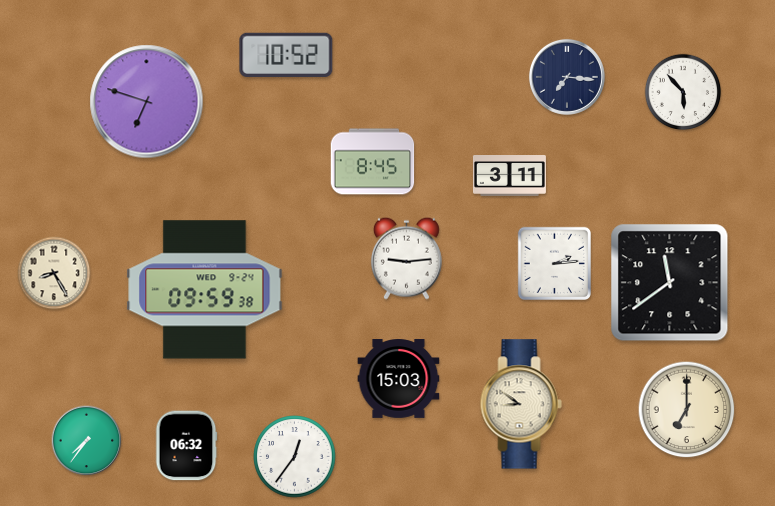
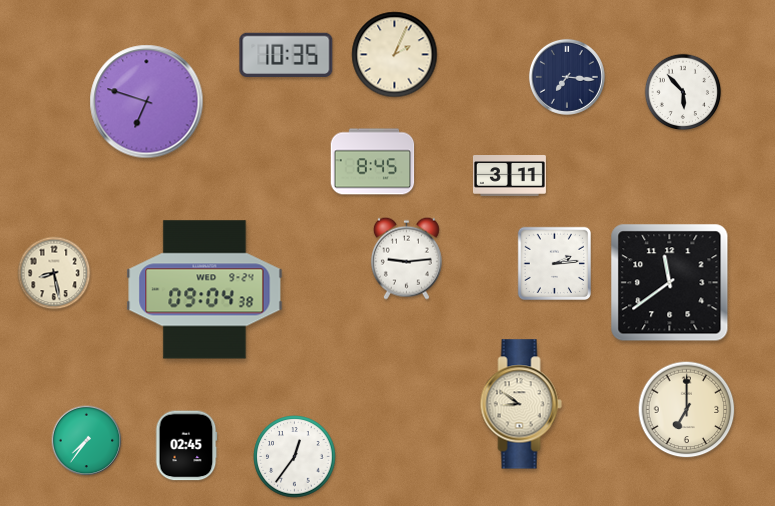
clock at (286, 54): 10:52 -> 10:35
clock at (395, 55): none -> 2:04
clock at (54, 273): 8:25 -> 8:28
clock at (205, 290): 09:59 -> 09:04
clock at (399, 379): 15:03 -> none
clock at (186, 446): 06:32 -> 02:45
